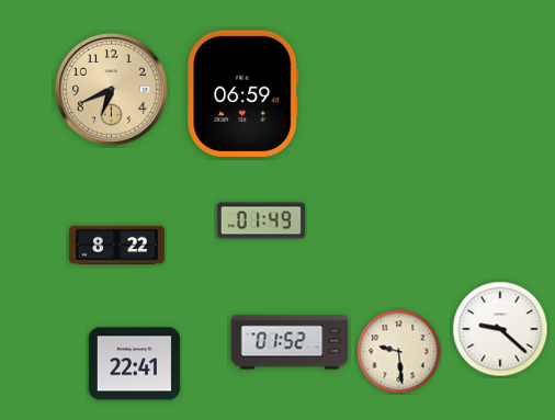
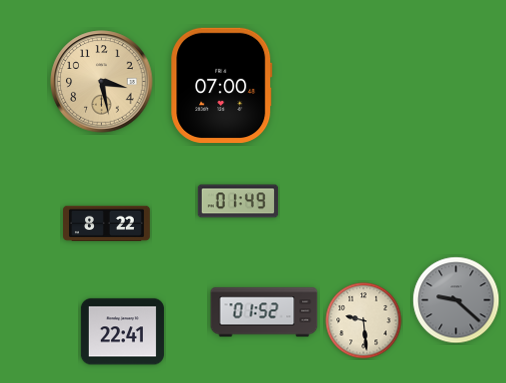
clock at (112, 90): 6:41 -> 3:28
clock at (243, 93): 06:59 -> 07:00
clock at (500, 329) dial: white -> grey
